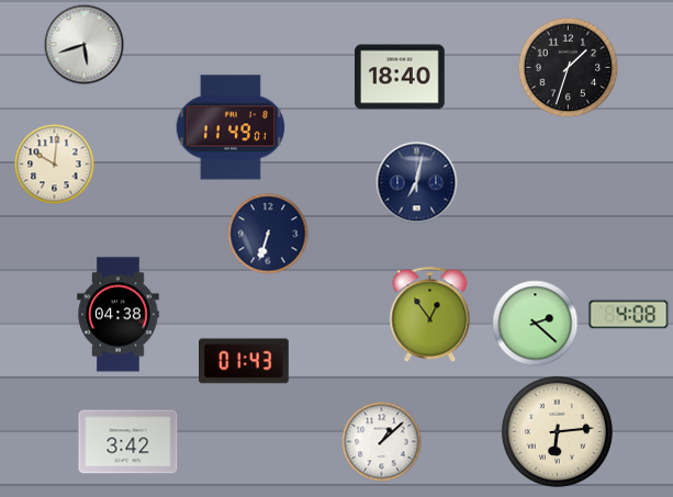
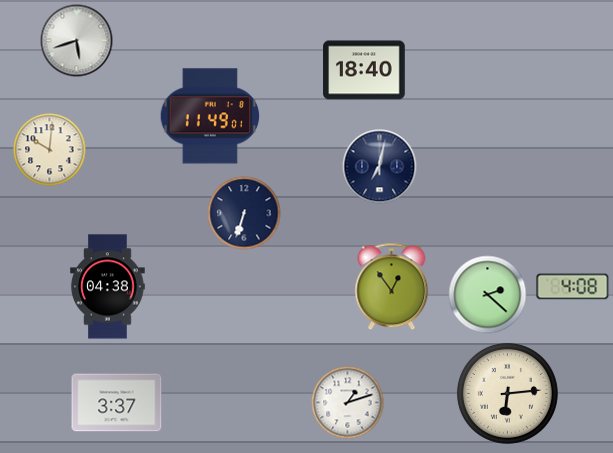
clock at (569, 68): 1:33 -> none
clock at (245, 361): 01:43 -> none
clock at (128, 442): 3:42 -> 3:37
clock at (382, 442): 1:08 -> 1:12
